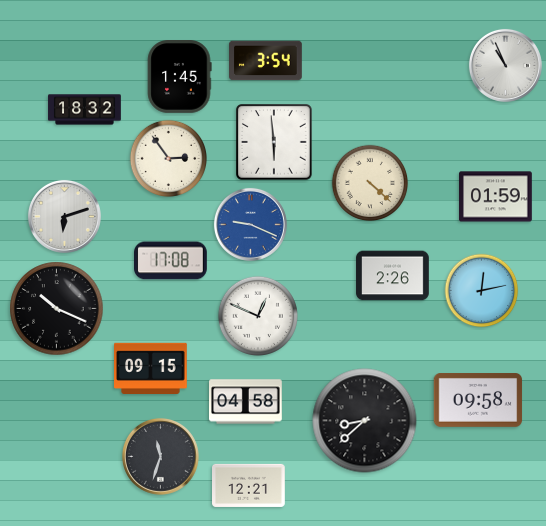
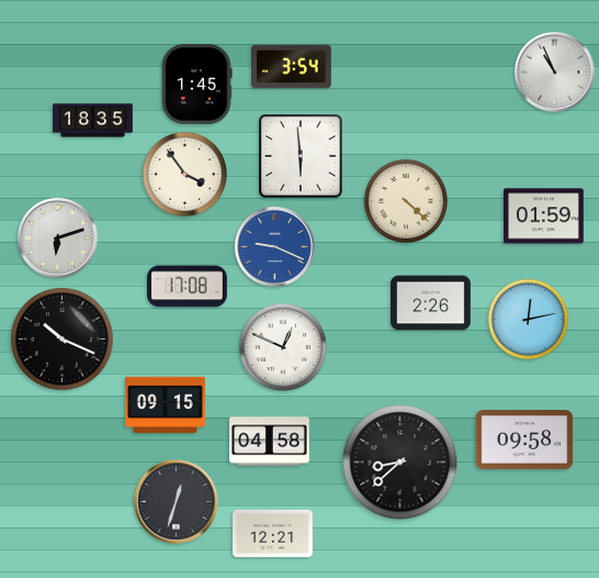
clock at (85, 110): 18:32 -> 18:35
clock at (169, 159): 2:54 -> 3:54
clock at (64, 216) position: (64, 216) -> (57, 237)
clock at (160, 456): 11:33 -> 12:33
